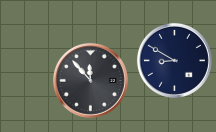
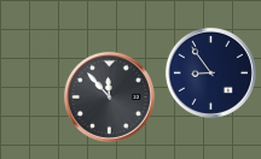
clock at (174, 60): 8:50 -> 8:54
